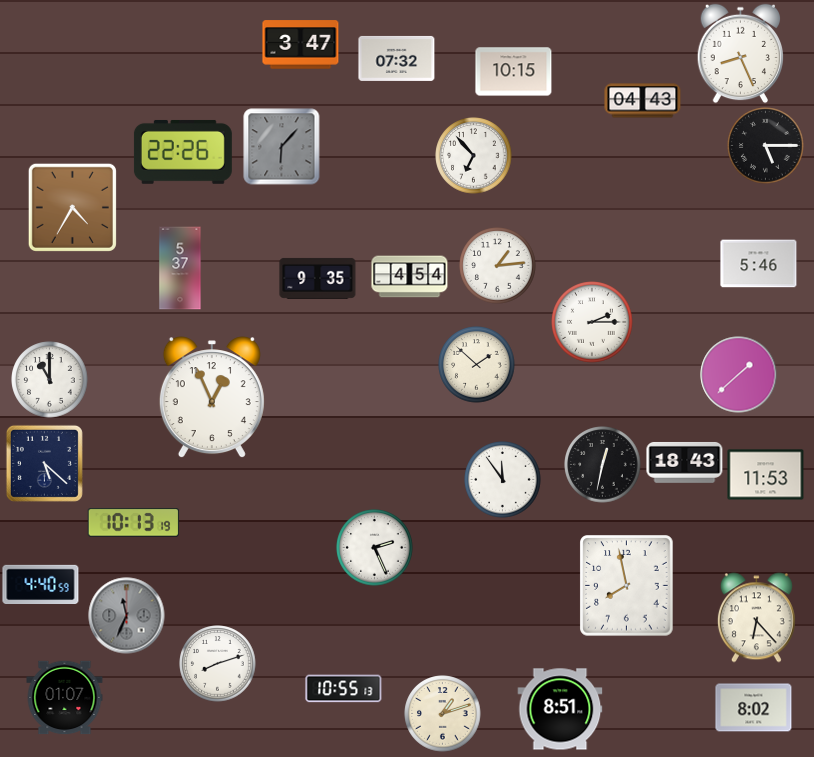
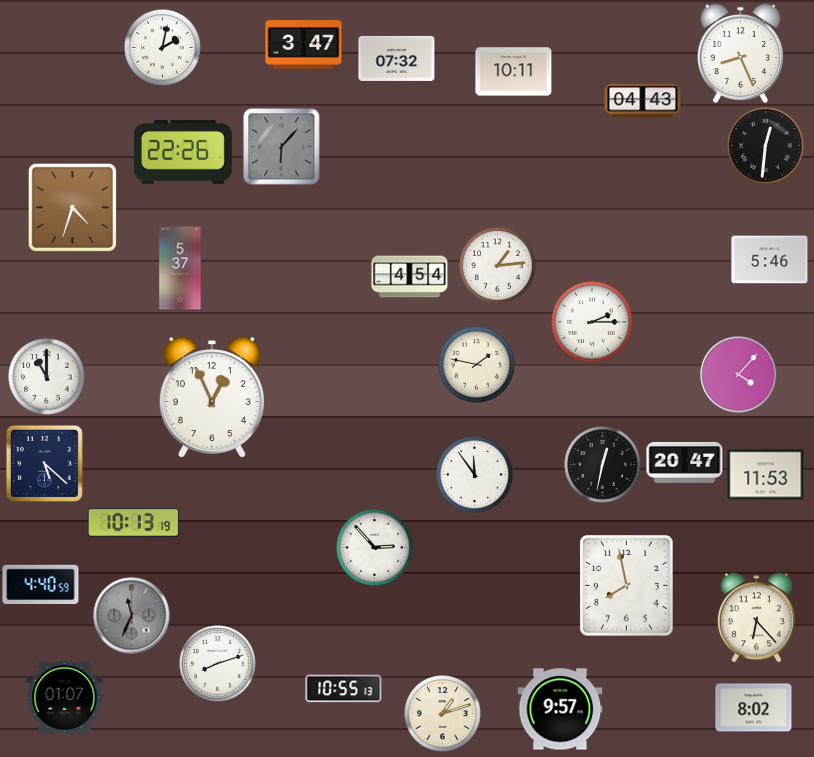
clock at (301, 45) position: (301, 45) -> (304, 45)
clock at (163, 48): none -> 2:02
clock at (514, 72): 10:15 -> 10:11
clock at (766, 146): 5:15 -> 12:31
clock at (474, 156): 6:53 -> none
clock at (72, 207): 4:35 -> 4:33
clock at (759, 264) position: (759, 264) -> (770, 260)
clock at (318, 278): 9:35 -> none
clock at (477, 365): 1:52 -> 1:47
clock at (739, 375): 1:38 -> 4:07
clock at (50, 380) position: (50, 380) -> (47, 377)
clock at (685, 462): 18:43 -> 20:47
clock at (503, 480) position: (503, 480) -> (475, 475)
clock at (375, 548): 2:26 -> 2:53
clock at (127, 616) position: (127, 616) -> (132, 616)
clock at (560, 709): 8:51 -> 9:57
